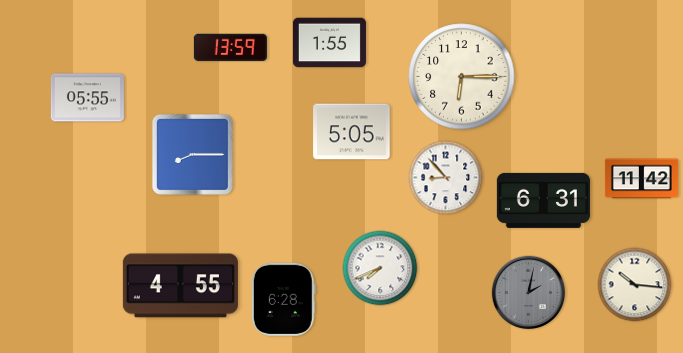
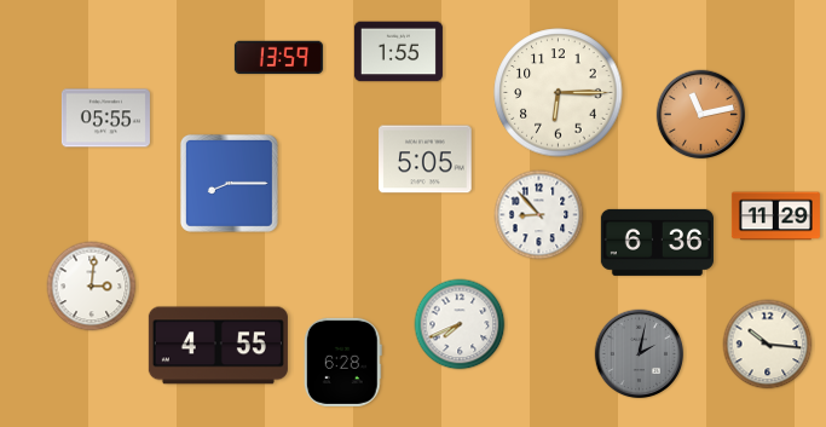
clock at (701, 115): none -> 11:13
clock at (192, 154) position: (192, 154) -> (229, 183)
clock at (641, 179): 11:42 -> 11:29
clock at (543, 200): 6:31 -> 6:36
clock at (92, 287): none -> 3:01
